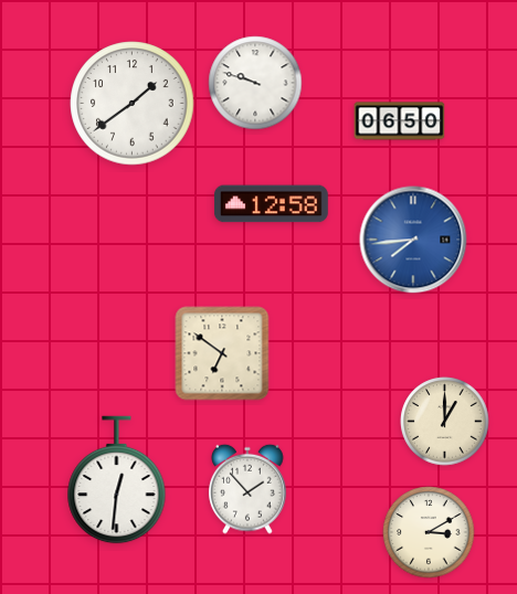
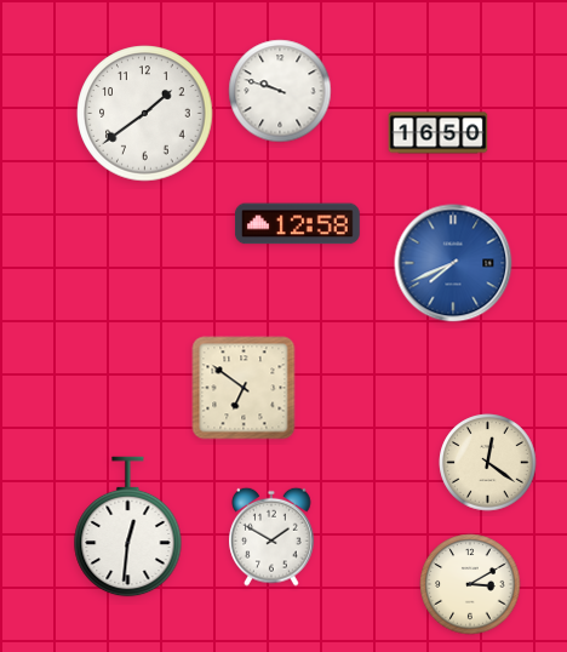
clock at (400, 121): 06:50 -> 16:50
clock at (413, 240): 7:44 -> 7:41
clock at (445, 422): 1:00 -> 12:21
clock at (247, 489): 1:53 -> 1:50
